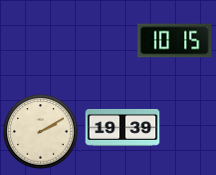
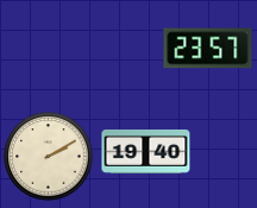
clock at (175, 41): 10:15 -> 23:57
clock at (123, 127): 19:39 -> 19:40
